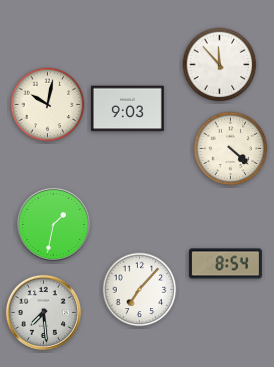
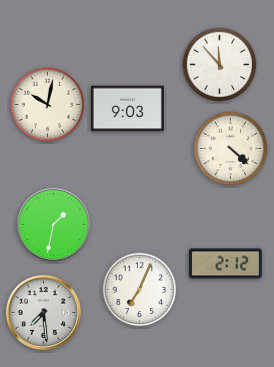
clock at (225, 264): 8:54 -> 2:12
clock at (140, 290): 7:07 -> 7:04
